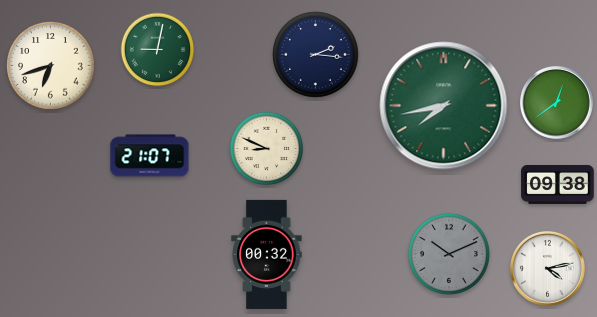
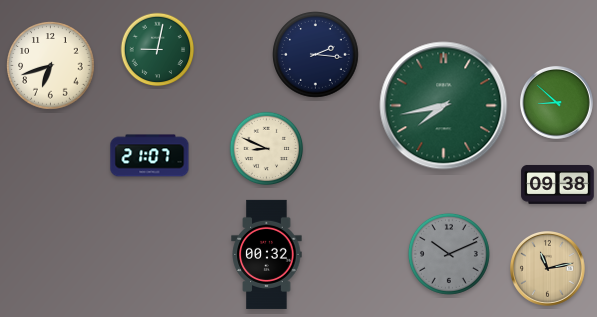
clock at (556, 102): 12:39 -> 8:52
clock at (548, 269): 4:13 -> 11:13
clock at (548, 269) dial: white -> champagne
